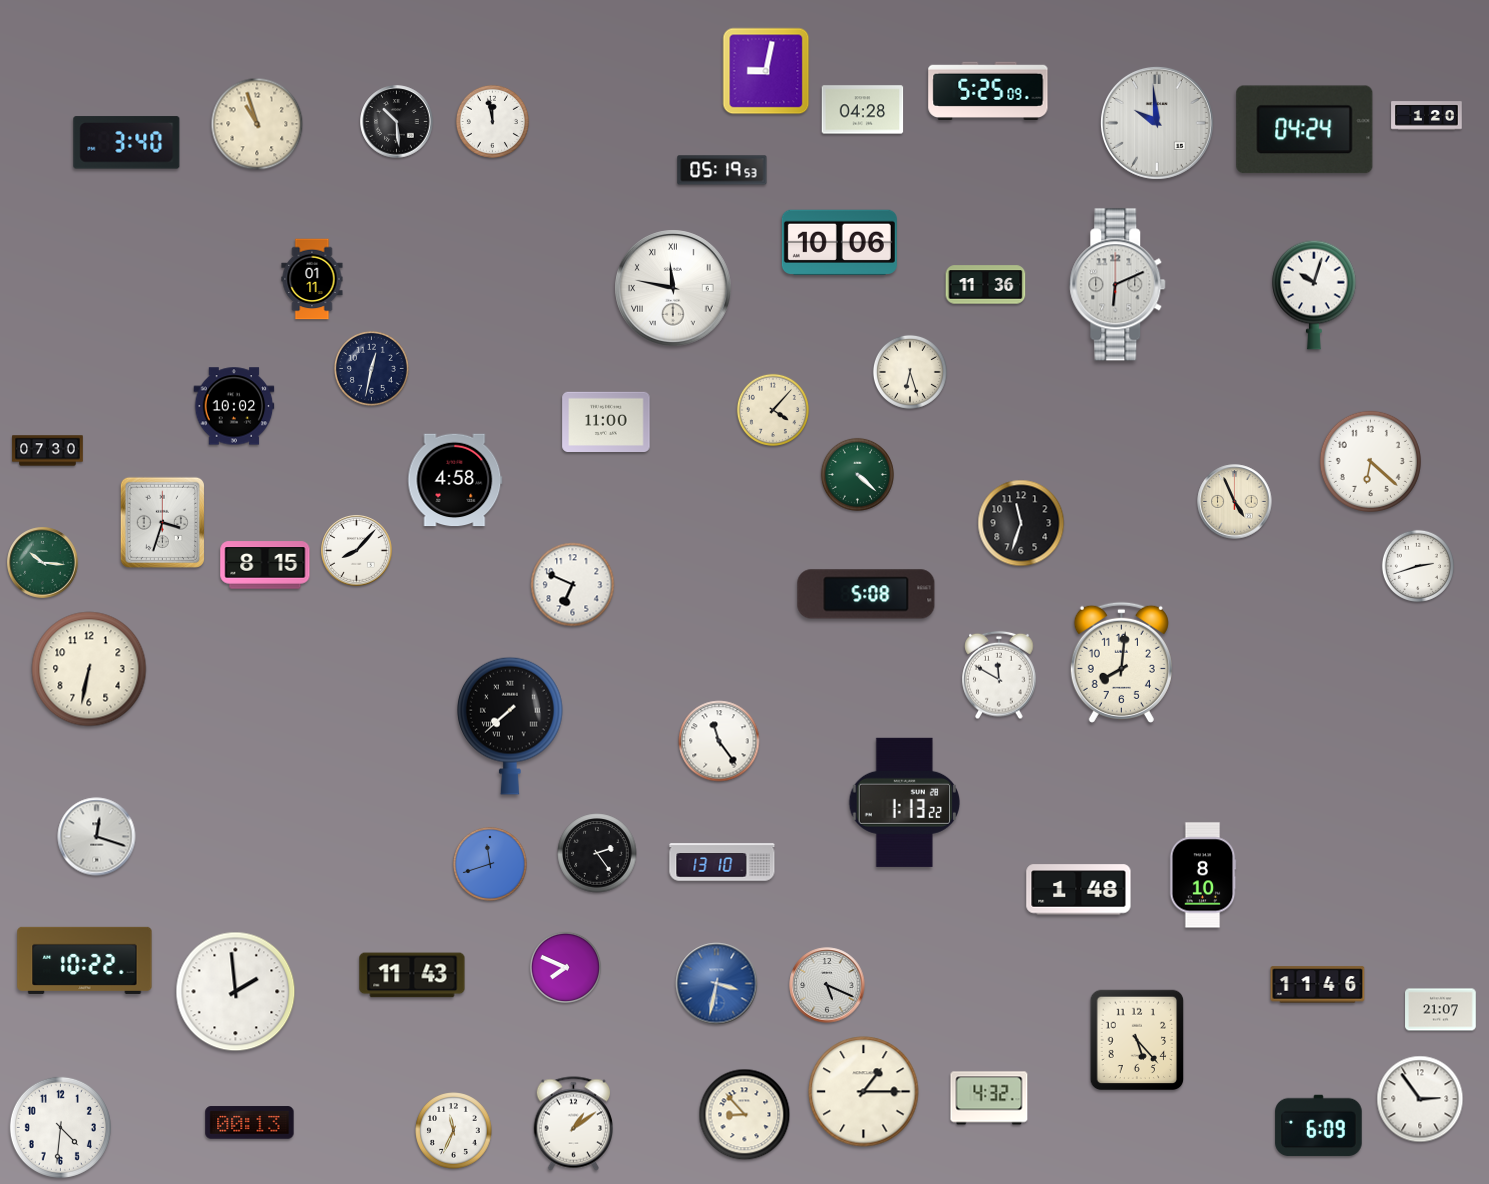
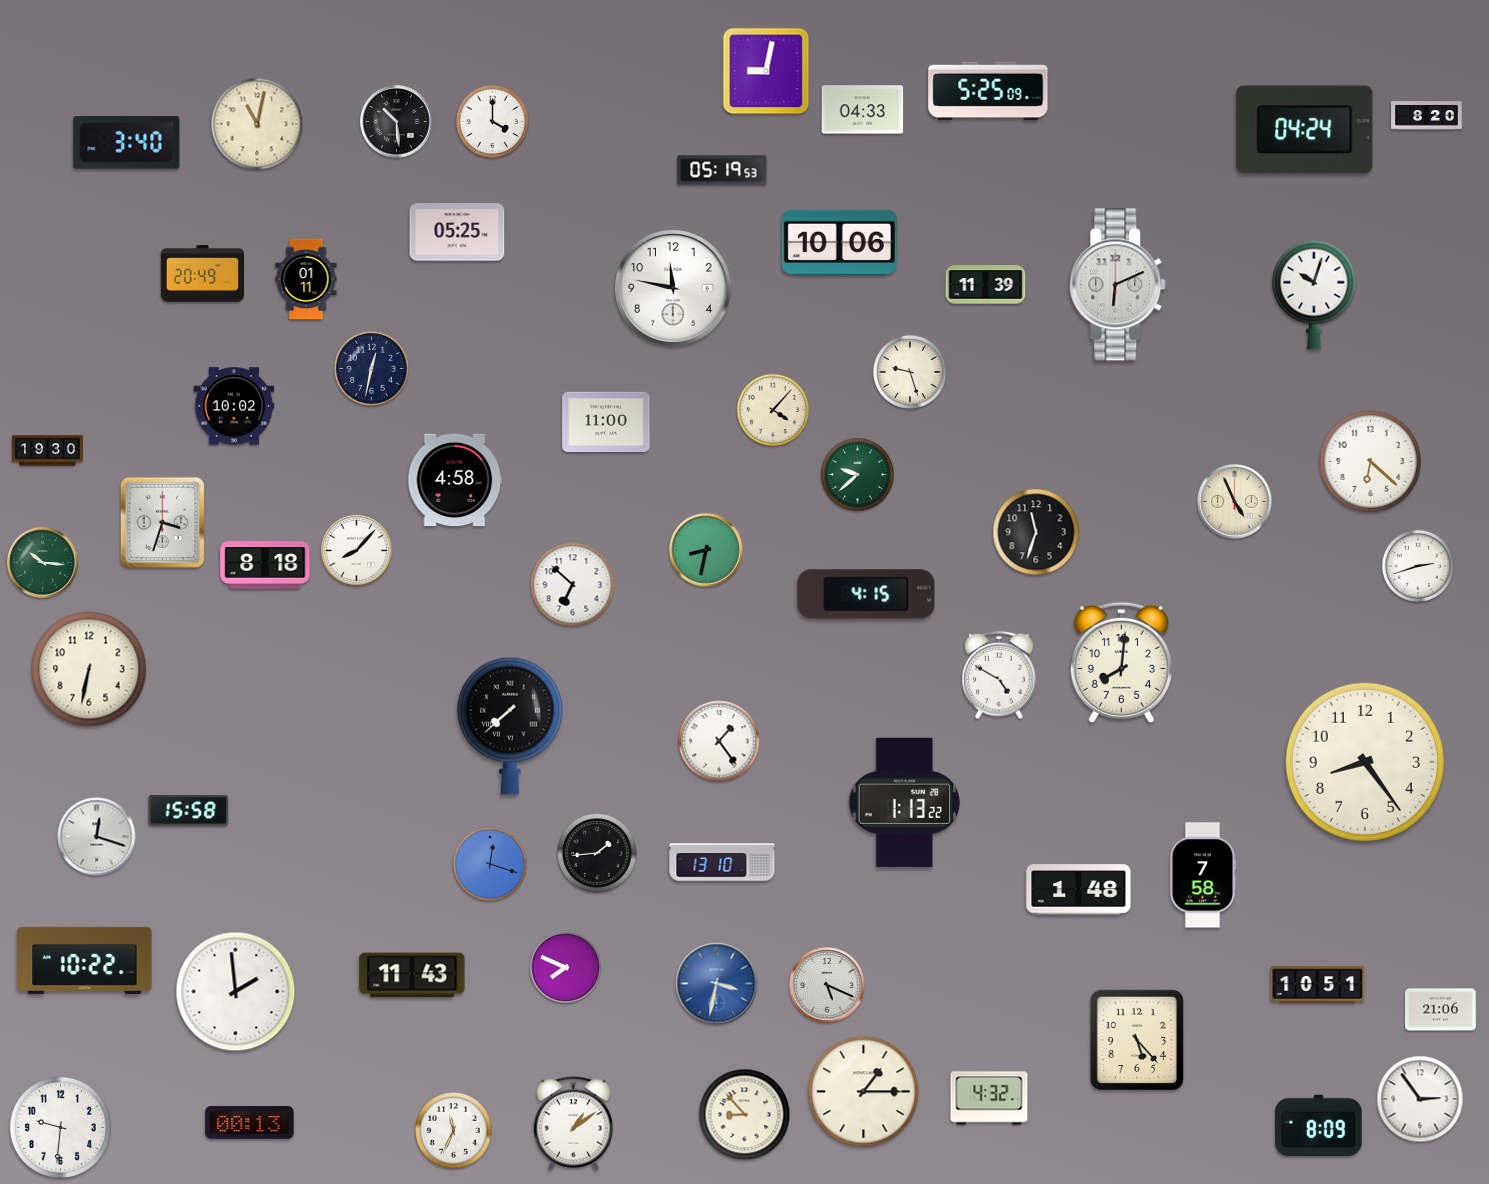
clock at (863, 110): 04:28 -> 04:33
clock at (1427, 116): 1:20 -> 8:20
clock at (492, 121): 11:58 -> 4:00
clock at (1157, 123): 9:59 -> none
clock at (257, 124): 10:57 -> 11:02
clock at (457, 232): none -> 05:25
clock at (202, 274): none -> 20:49
clock at (312, 279) position: (312, 279) -> (306, 279)
clock at (986, 285): 11:36 -> 11:39
clock at (673, 288) numerals: Roman -> Arabic
clock at (910, 372): 6:27 -> 9:27
clock at (48, 451): 07:30 -> 19:30
clock at (857, 474): 4:22 -> 9:38
clock at (1021, 523) position: (1021, 523) -> (1036, 532)
clock at (706, 550): none -> 8:32
clock at (265, 565): 8:15 -> 8:18
clock at (573, 585): 6:49 -> 6:52
clock at (866, 594): 5:08 -> 4:15
clock at (999, 675): 11:50 -> 4:50
clock at (719, 741): 11:24 -> 1:24
clock at (1365, 762): none -> 8:24
clock at (189, 811): none -> 15:58
clock at (597, 853): 2:24 -> 1:44
clock at (490, 864): 11:42 -> 12:18
clock at (1203, 875): 8:10 -> 7:58
clock at (1318, 985): 11:46 -> 10:51
clock at (1441, 1010): 21:07 -> 21:06
clock at (1319, 1126): 6:09 -> 8:09
clock at (60, 1127): 4:31 -> 9:31
